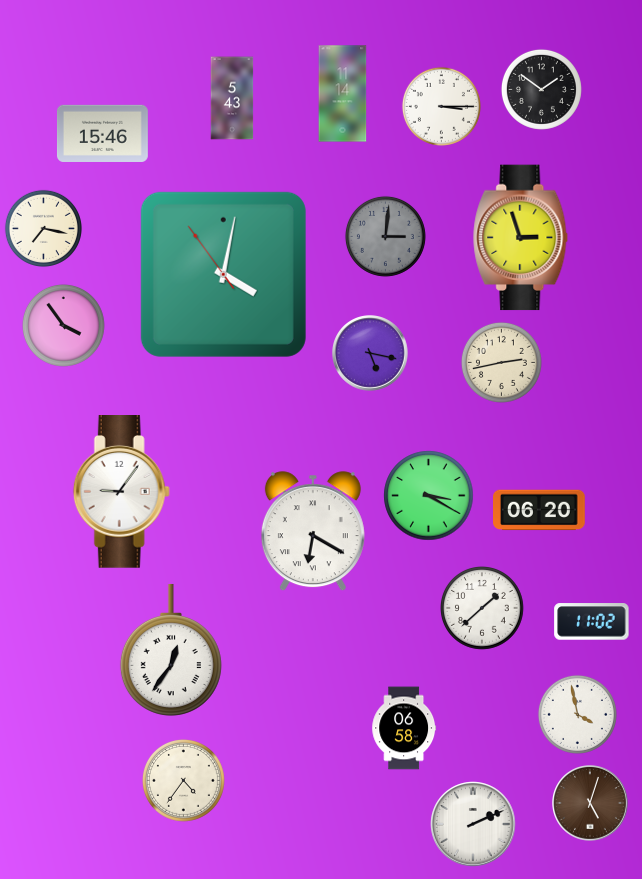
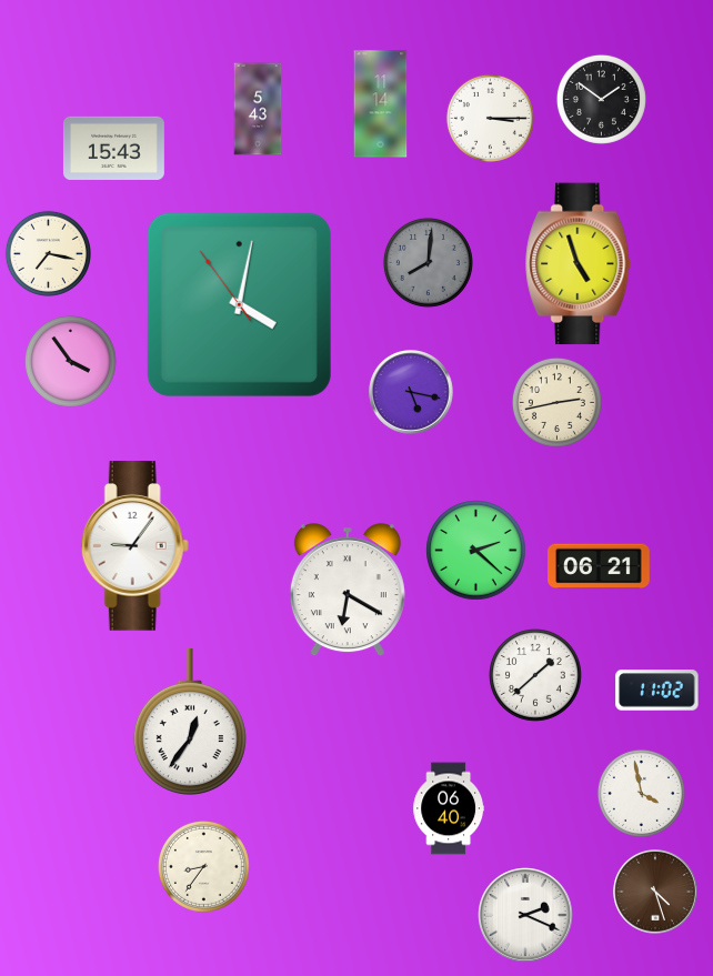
clock at (102, 133): 15:46 -> 15:43
clock at (385, 236): 3:01 -> 8:01
clock at (521, 238): 2:57 -> 4:57
clock at (223, 274) position: (223, 274) -> (239, 304)
clock at (429, 496): 3:20 -> 2:22
clock at (540, 510): 06:20 -> 06:21
clock at (404, 728): 06:58 -> 06:40
clock at (183, 780): 4:36 -> 8:36
clock at (591, 804): 5:03 -> 4:27
clock at (473, 824): 2:11 -> 2:19
